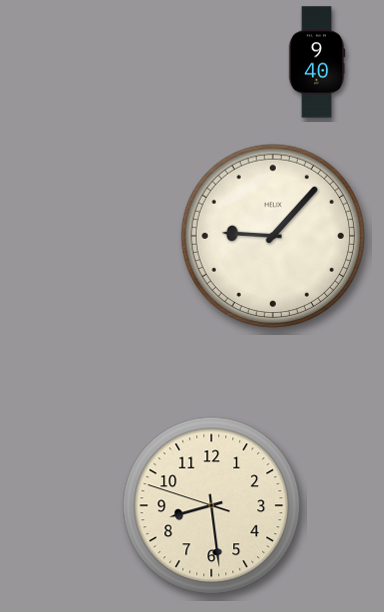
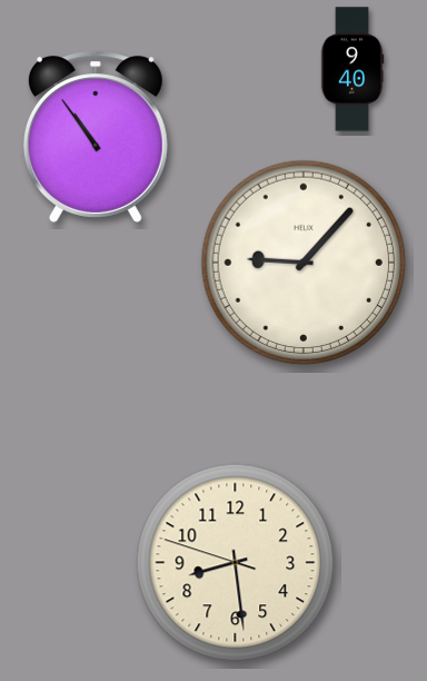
clock at (96, 137): none -> 10:54
